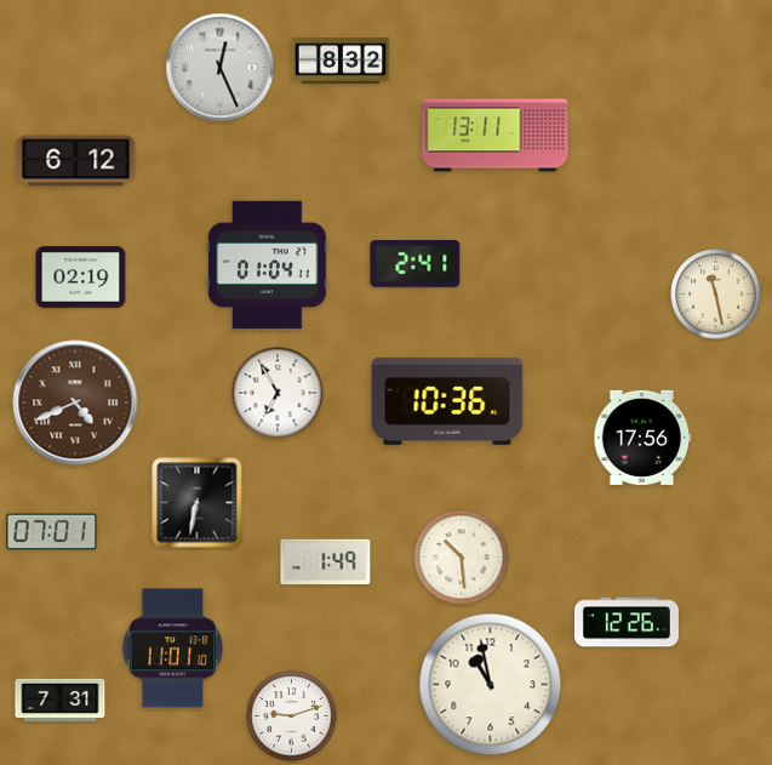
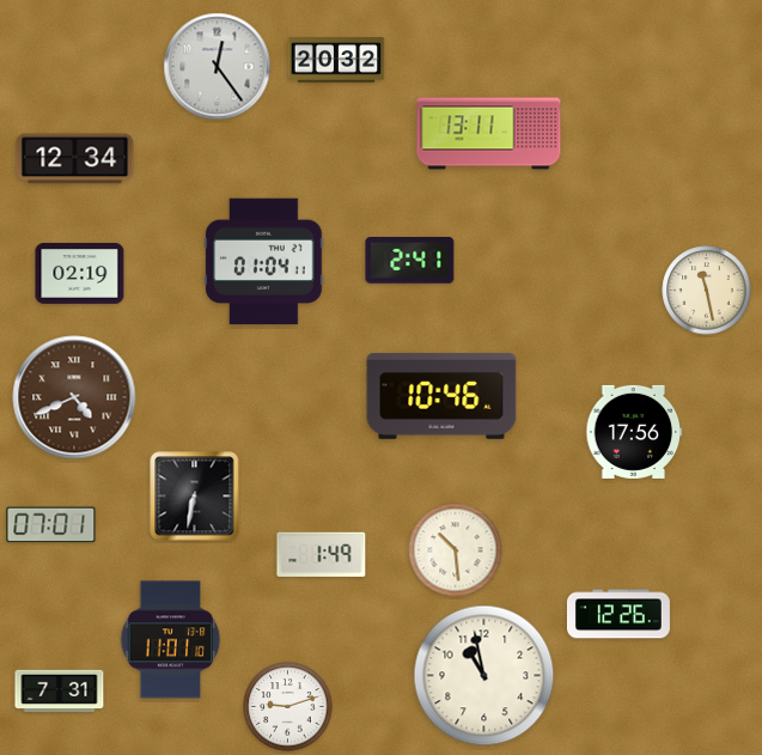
clock at (341, 61): 8:32 -> 20:32
clock at (221, 68): 12:26 -> 12:24
clock at (76, 161): 6:12 -> 12:34
clock at (278, 393): 6:55 -> none
clock at (447, 401): 10:36 -> 10:46
